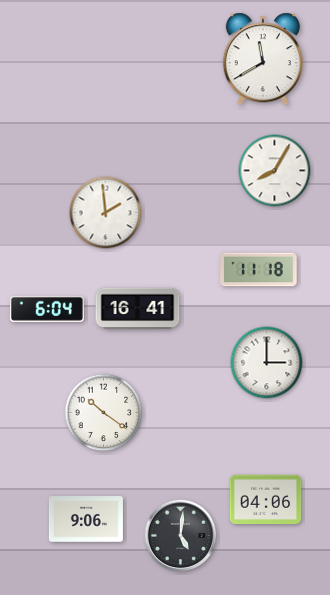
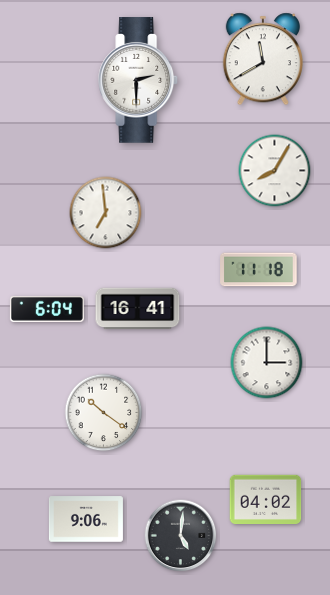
clock at (139, 80): none -> 2:30
clock at (106, 213): 1:59 -> 6:59
clock at (266, 499): 04:06 -> 04:02
